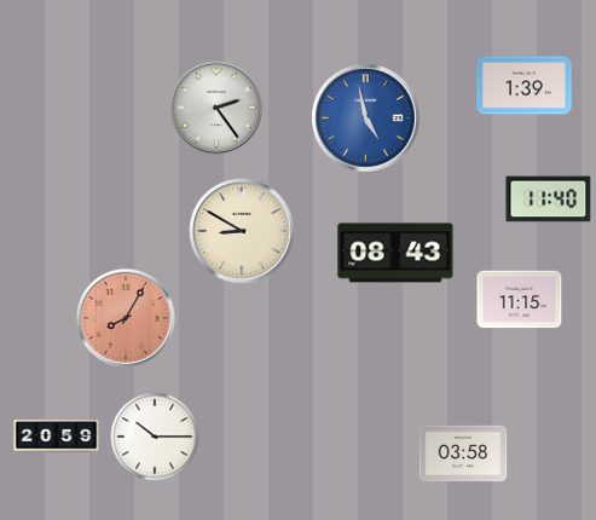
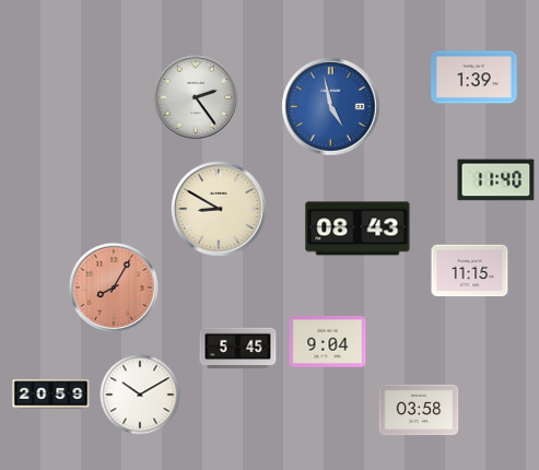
clock at (328, 342): none -> 9:04
clock at (238, 349): none -> 5:45
clock at (155, 437): 10:15 -> 10:10
